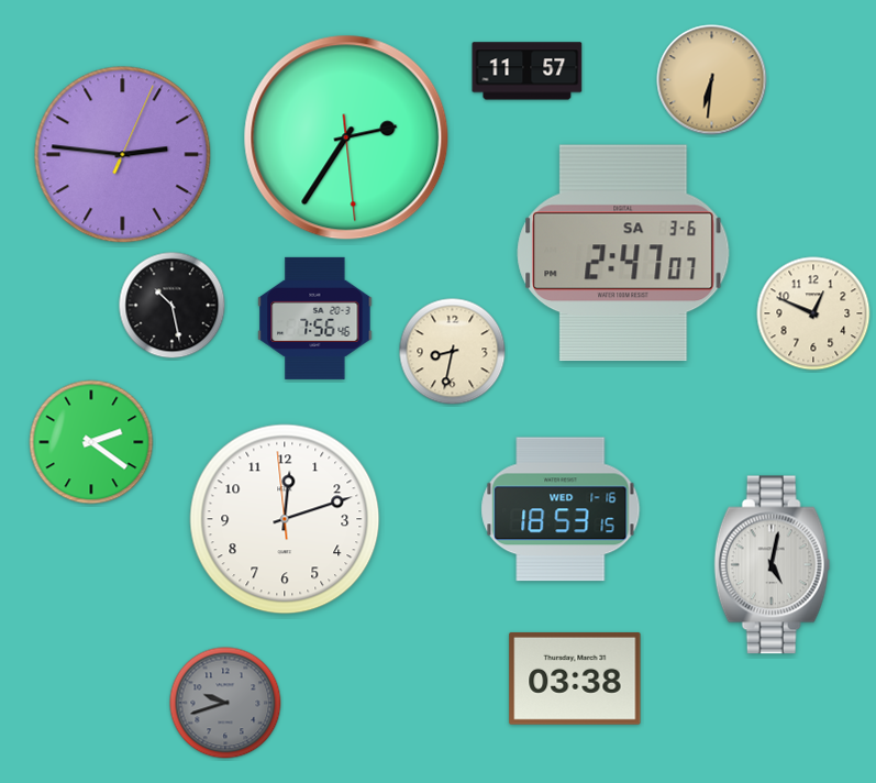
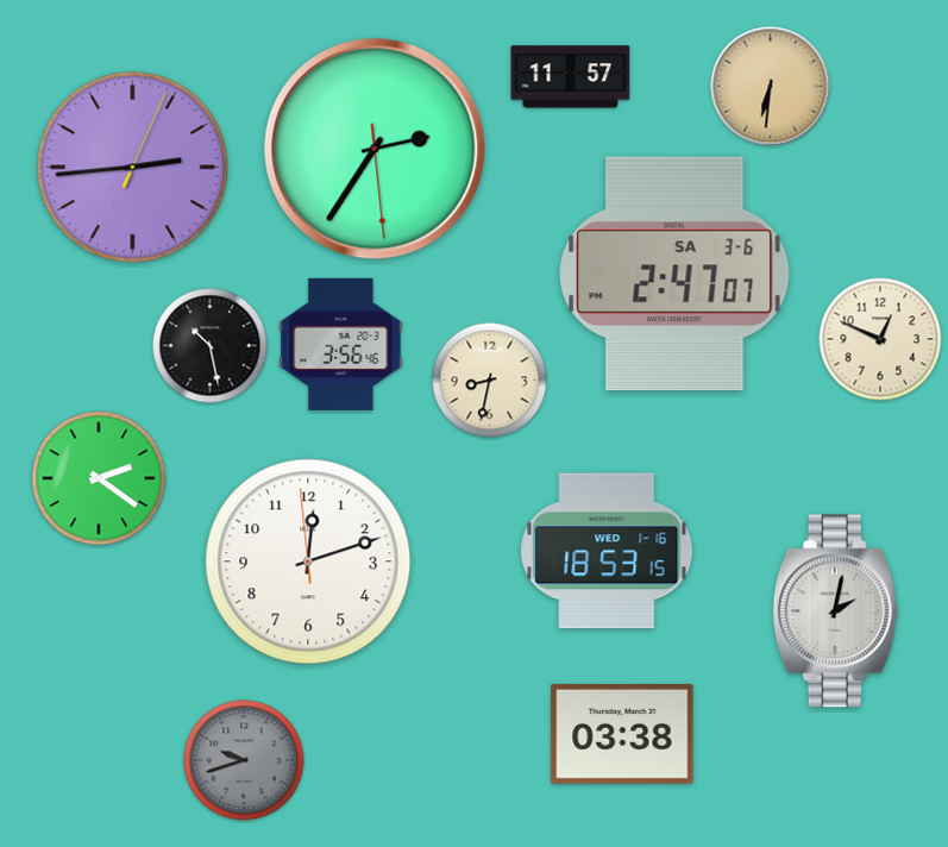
clock at (123, 155): 2:46 -> 2:44
clock at (173, 306) position: (173, 306) -> (211, 346)
clock at (315, 318): 7:56 -> 3:56
clock at (773, 565): 5:02 -> 2:02
